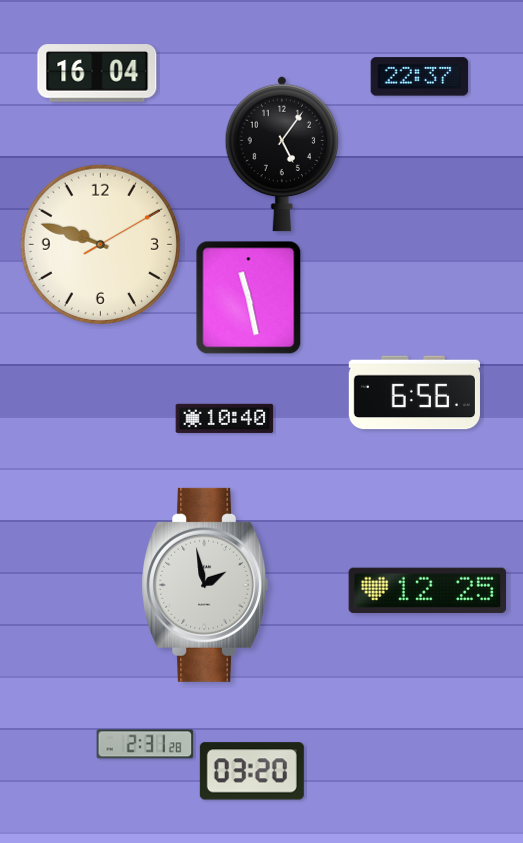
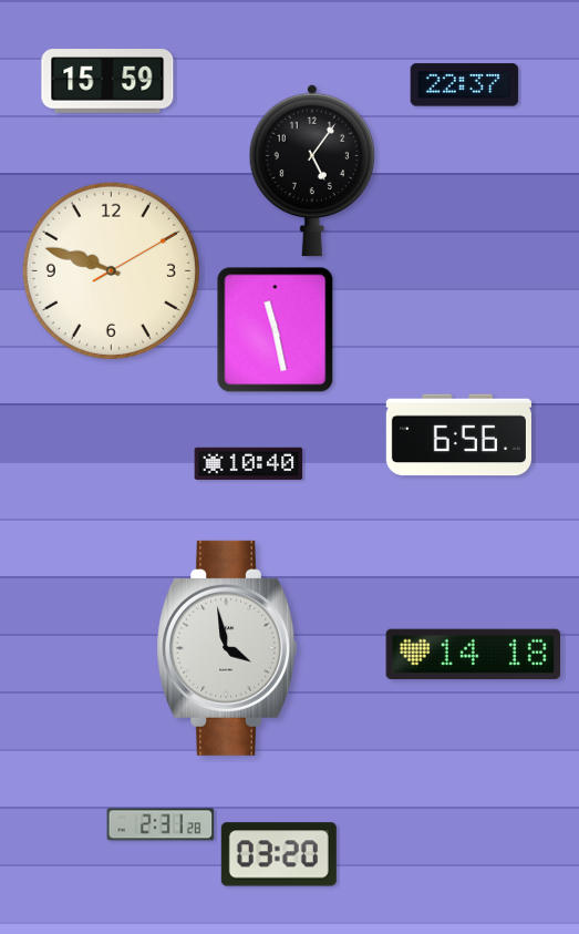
clock at (97, 73): 16:04 -> 15:59
clock at (205, 585): 1:58 -> 3:58
clock at (427, 590): 12:25 -> 14:18
